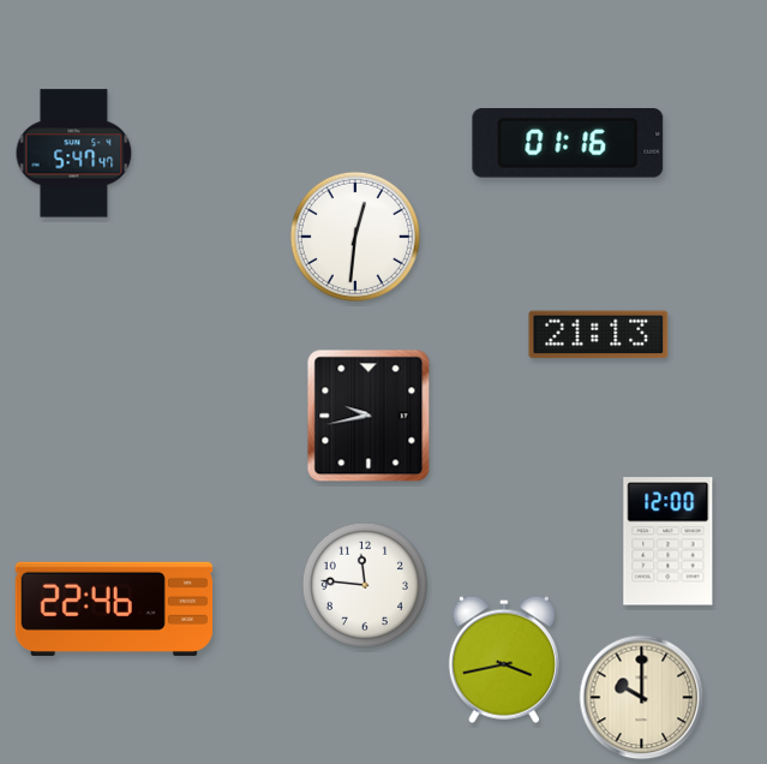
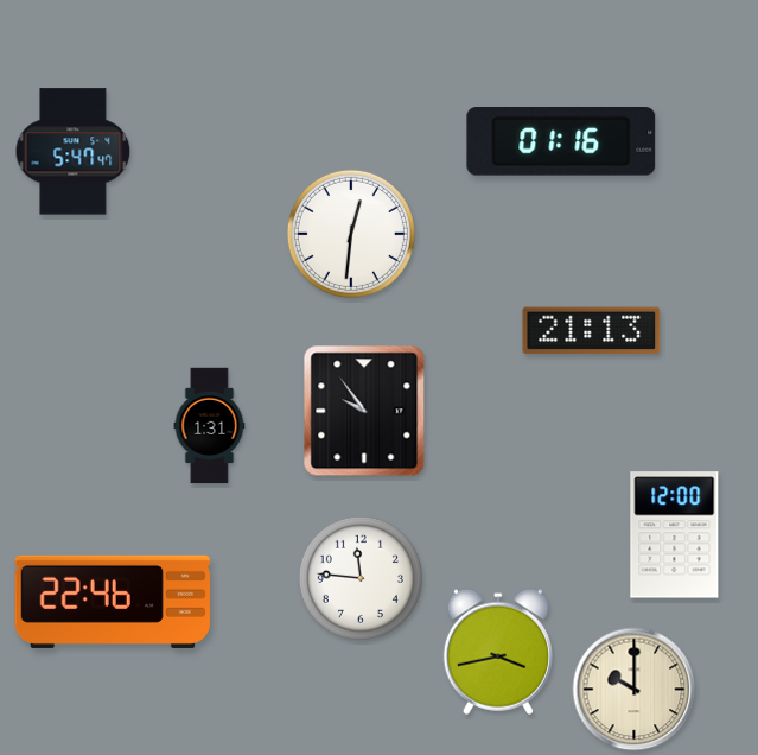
clock at (368, 416): 9:43 -> 9:54
clock at (210, 426): none -> 1:31
clock at (669, 542) position: (669, 542) -> (675, 535)
